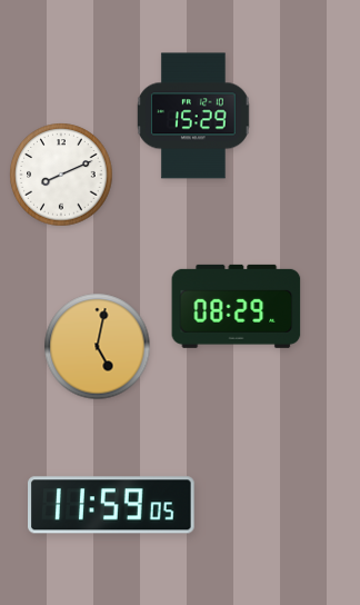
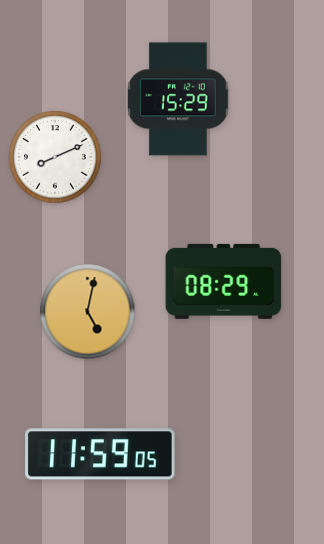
clock at (193, 116) position: (193, 116) -> (178, 99)
clock at (237, 306) position: (237, 306) -> (224, 281)
